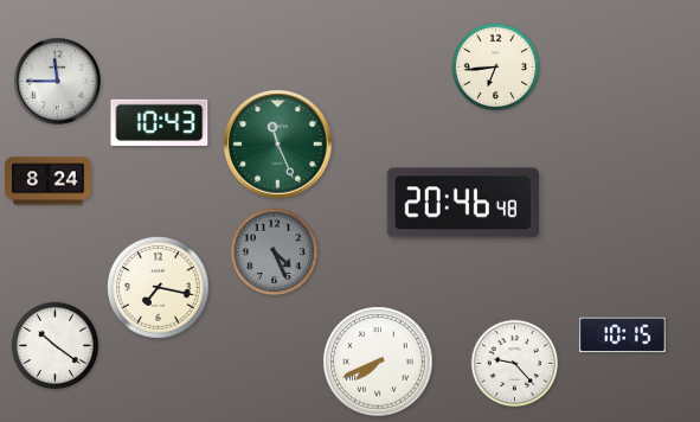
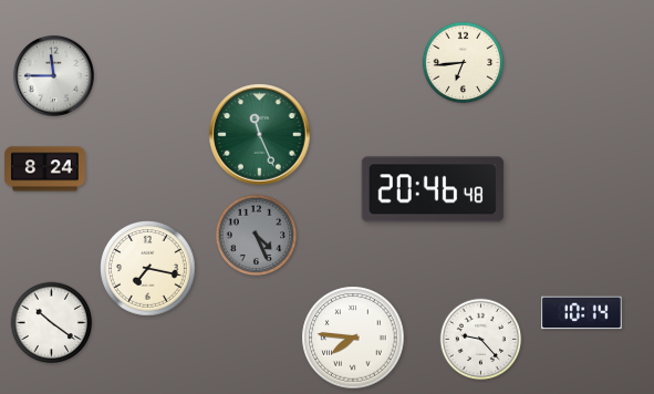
clock at (160, 122): 10:43 -> none
clock at (623, 335): 10:15 -> 10:14
clock at (378, 362): 7:41 -> 7:46
